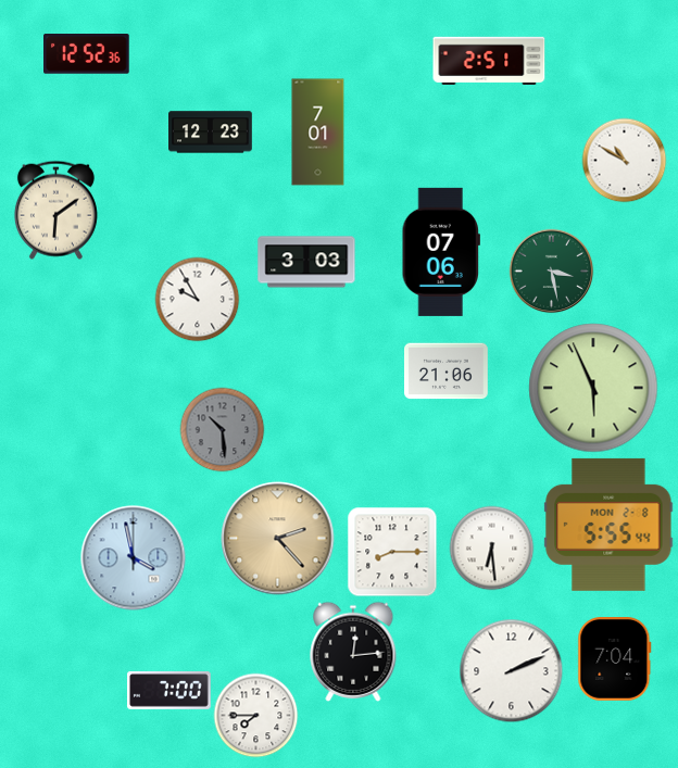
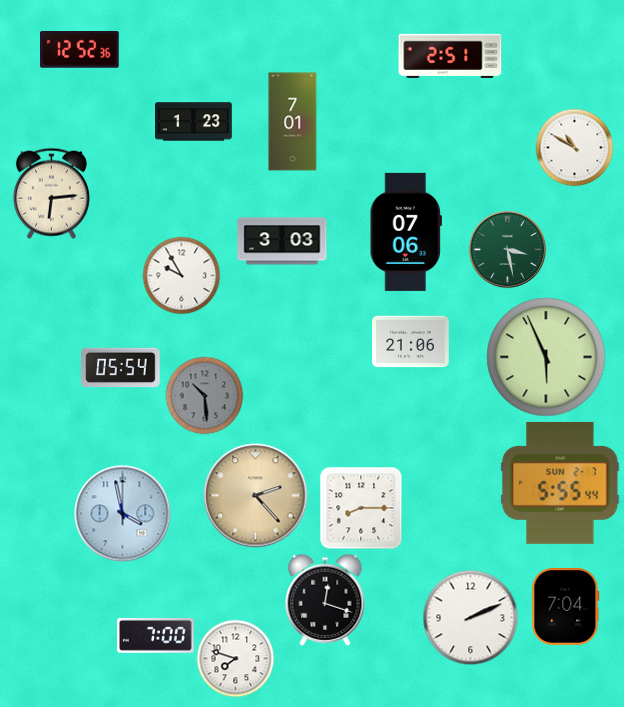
clock at (211, 133): 12:23 -> 1:23
clock at (55, 210): 6:09 -> 6:14
clock at (121, 368): none -> 05:54
clock at (608, 525) date: MON 2-8 -> SUN 2-7
clock at (491, 547): 6:29 -> none
clock at (353, 652): 12:14 -> 12:18
clock at (255, 715): 7:45 -> 7:48
